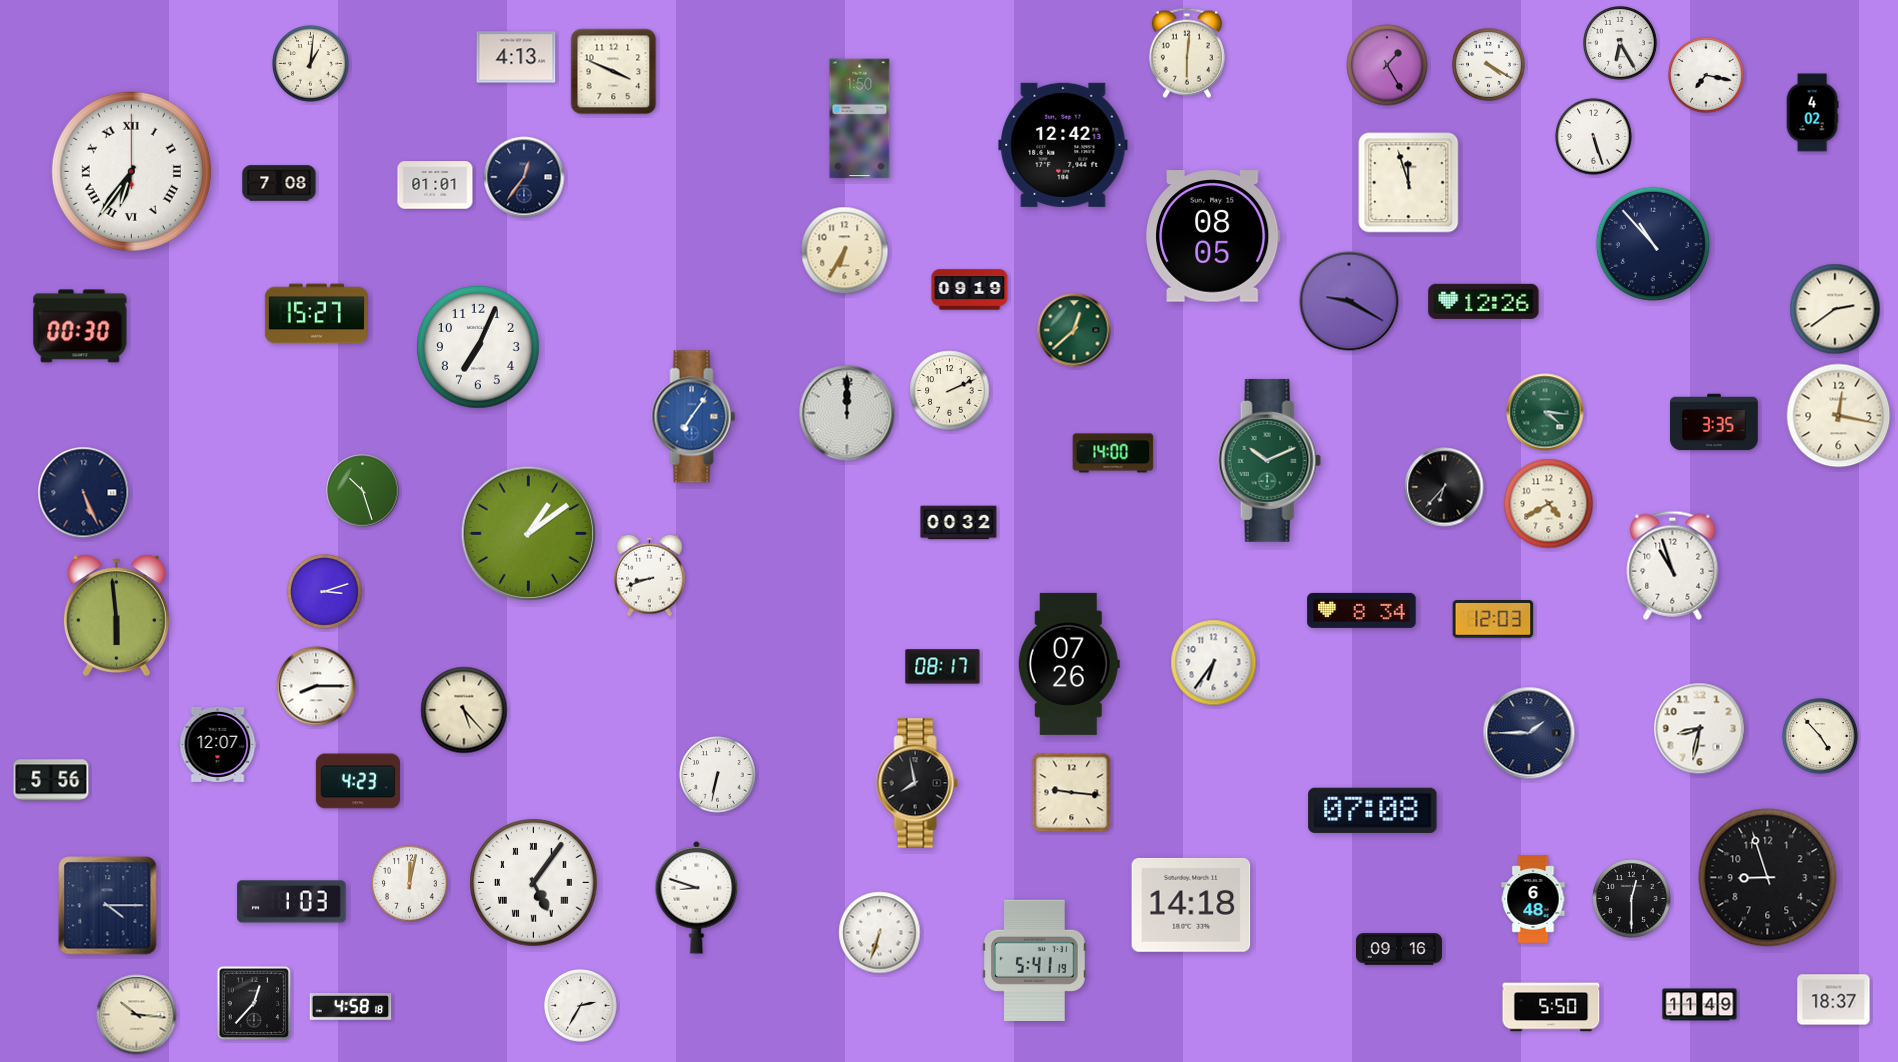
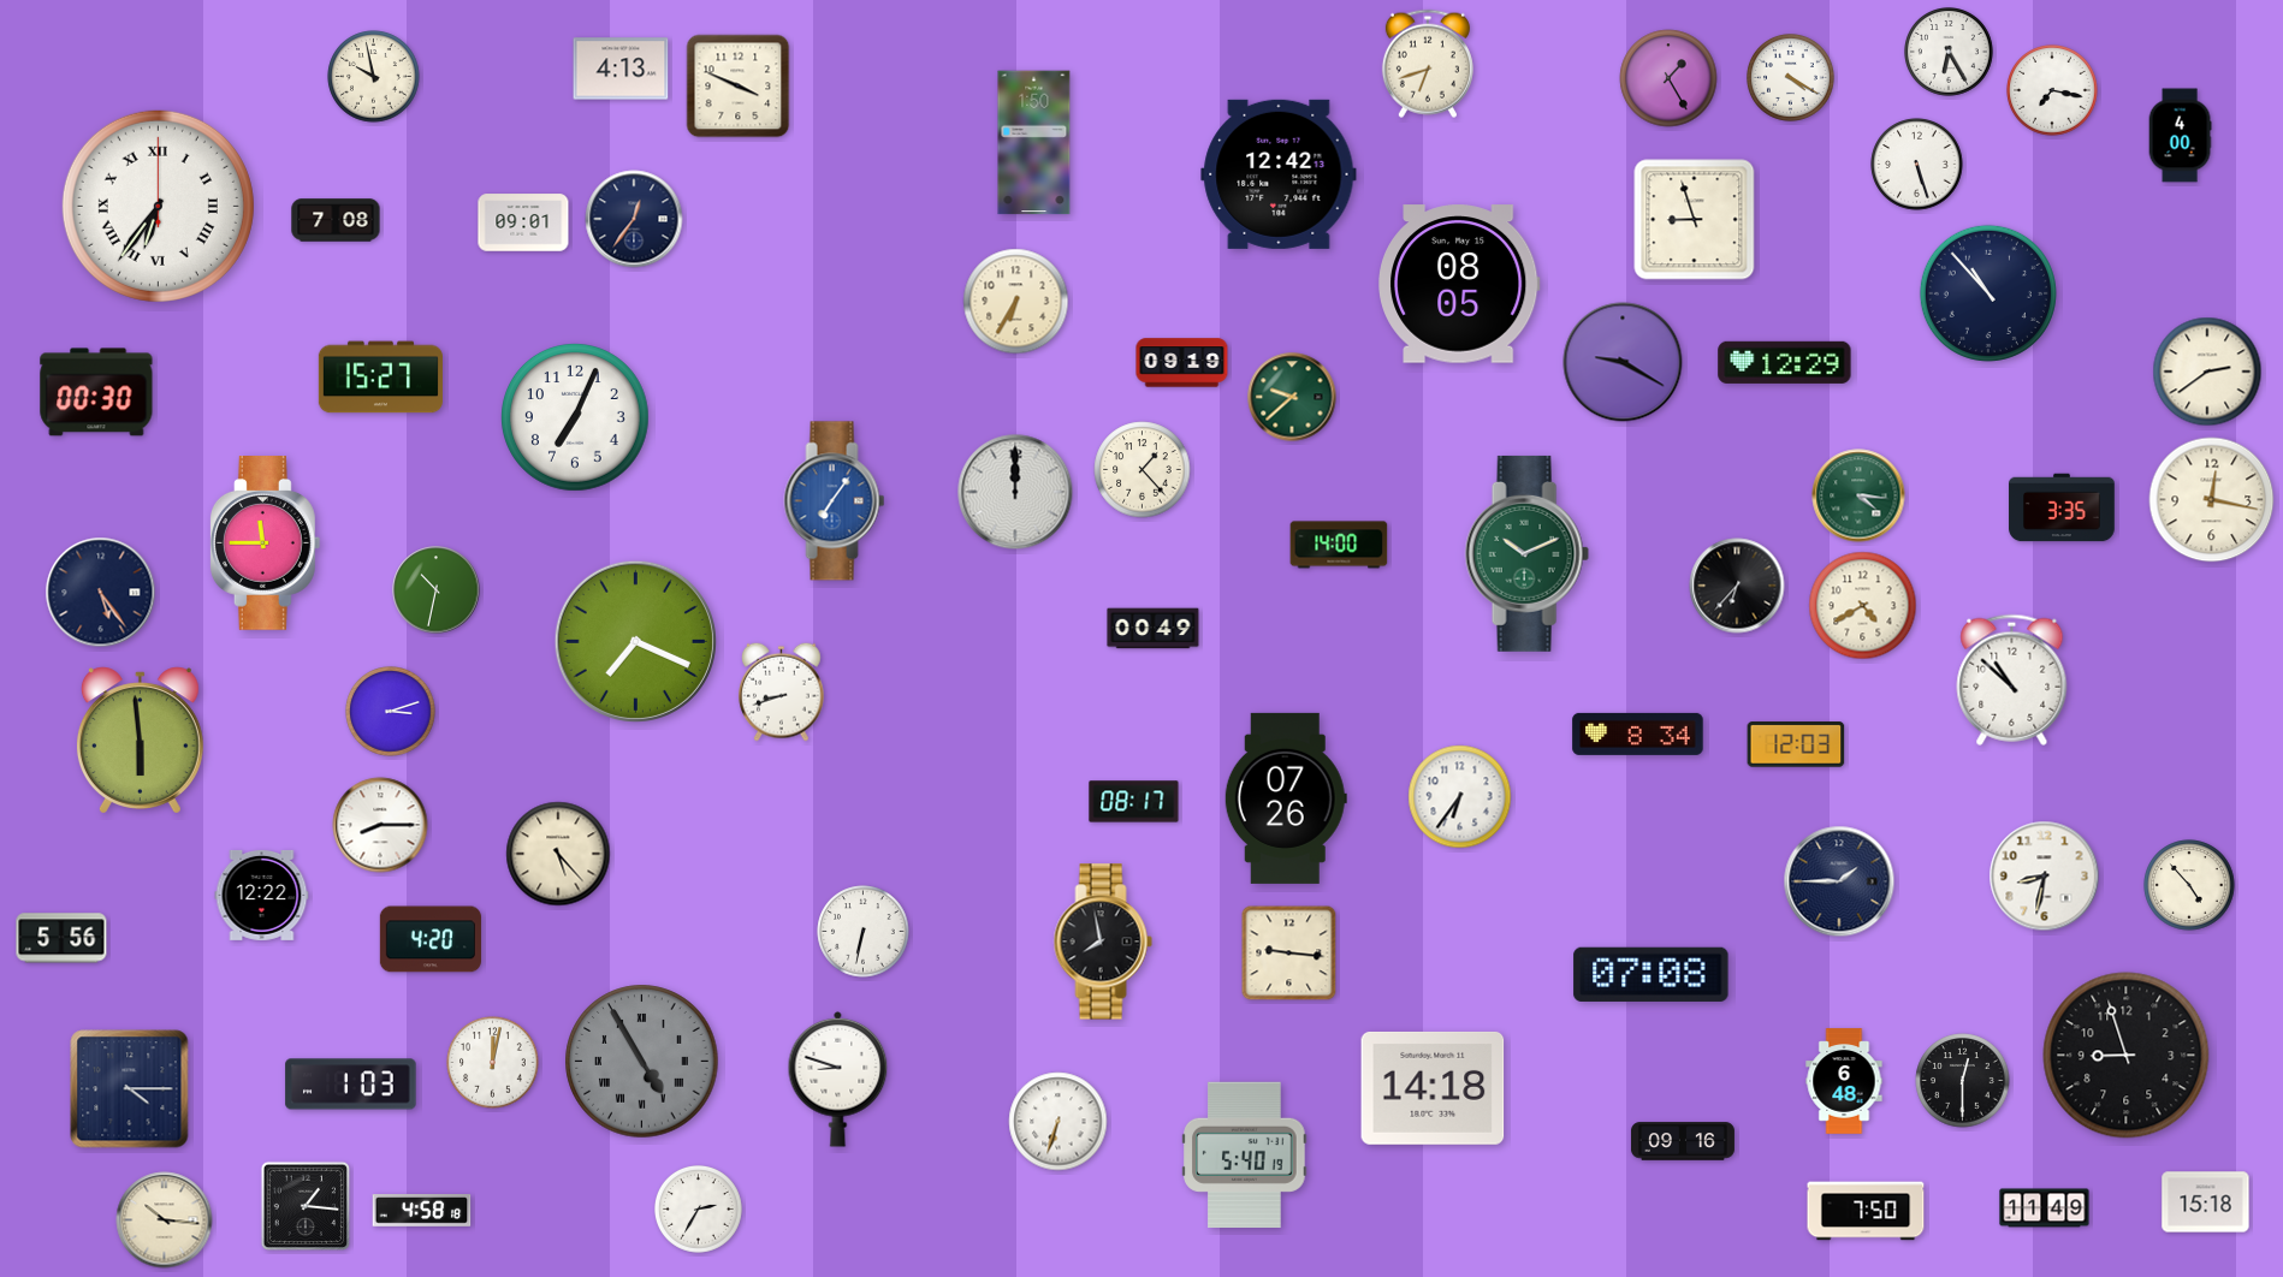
clock at (1187, 53): 6:01 -> 6:42
clock at (311, 64): 1:01 -> 9:58
clock at (1812, 113): 4:02 -> 4:00
clock at (524, 177) position: (524, 177) -> (634, 219)
clock at (1409, 183): 11:57 -> 8:57
clock at (435, 185): 01:01 -> 09:01
clock at (970, 290) position: (970, 290) -> (1182, 363)
clock at (1484, 301): 12:26 -> 12:29
clock at (1074, 330): 12:38 -> 9:38
clock at (950, 391): 2:11 -> 1:23
clock at (847, 413) position: (847, 413) -> (1015, 492)
clock at (265, 544): none -> 11:45
clock at (363, 491): 10:27 -> 10:32
clock at (84, 493): 5:26 -> 5:24
clock at (959, 523): 00:32 -> 00:49
clock at (528, 533): 1:09 -> 7:19
clock at (1673, 565): 10:57 -> 10:52
clock at (218, 744): 12:07 -> 12:22
clock at (358, 781): 4:23 -> 4:20
clock at (534, 883): 5:06 -> 4:55
clock at (534, 883) dial: white -> grey
clock at (1035, 960): 5:41 -> 5:40
clock at (1834, 1000): 18:37 -> 15:18
clock at (254, 1003): 12:37 -> 1:16
clock at (1551, 1007): 5:50 -> 7:50
